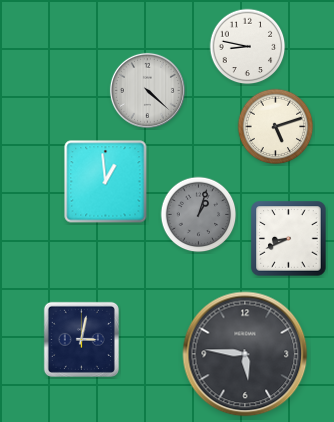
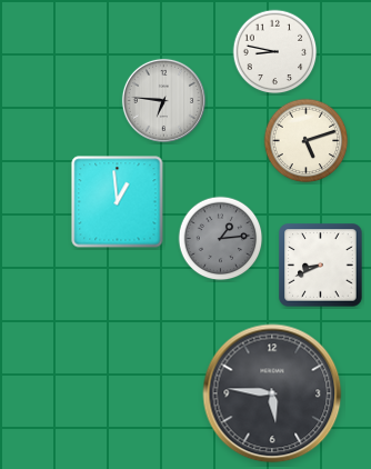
clock at (147, 90): 4:22 -> 6:46
clock at (199, 215): 1:03 -> 1:14
clock at (81, 339): 3:02 -> none
